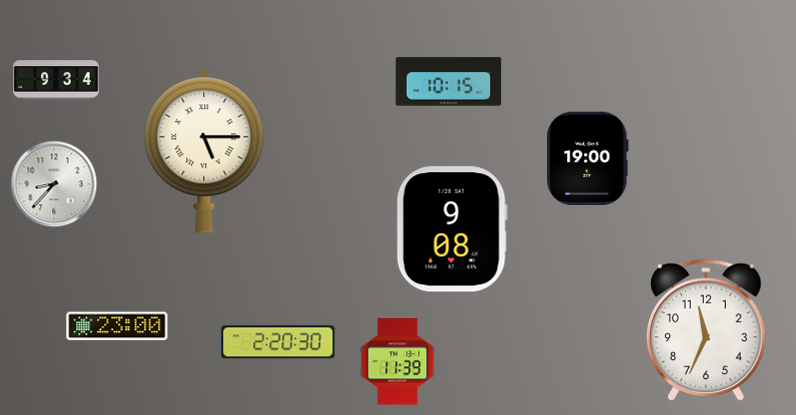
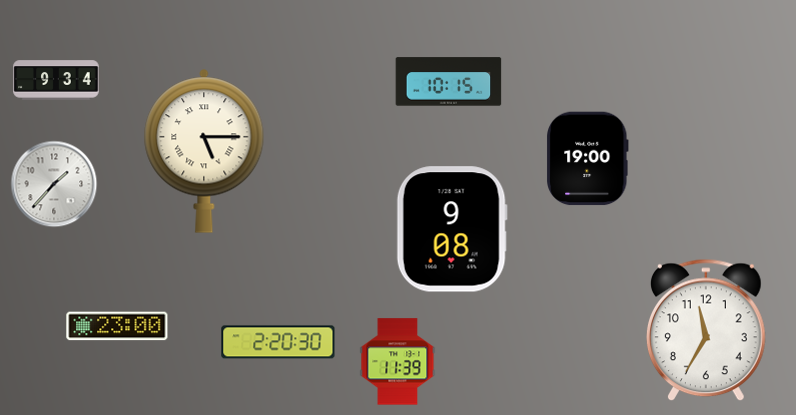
clock at (54, 184): 8:37 -> 1:37
clock at (707, 330): 11:34 -> 11:35
